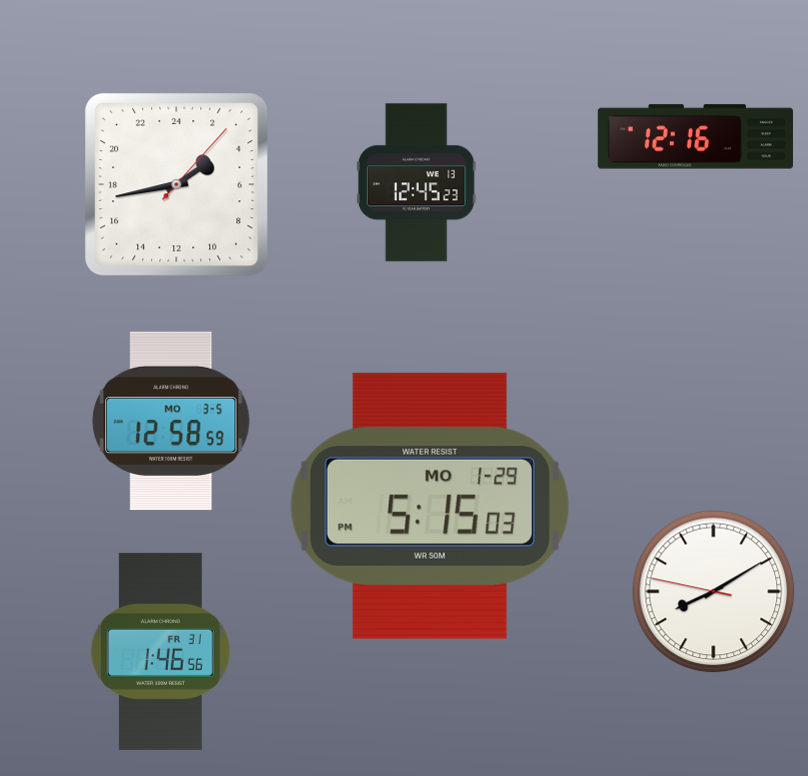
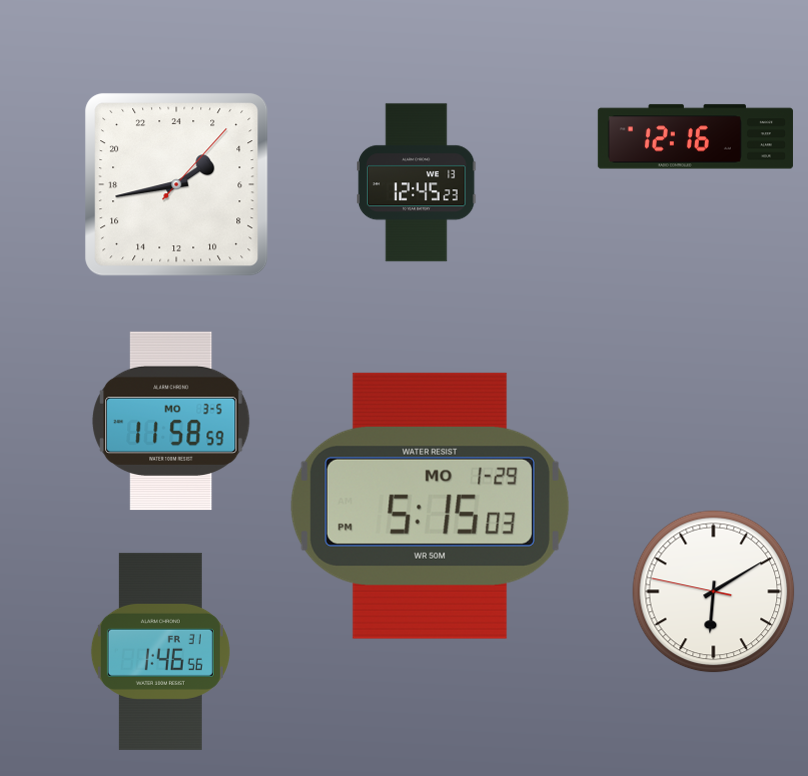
clock at (171, 421): 12:58 -> 11:58
clock at (714, 592): 8:09 -> 6:09
